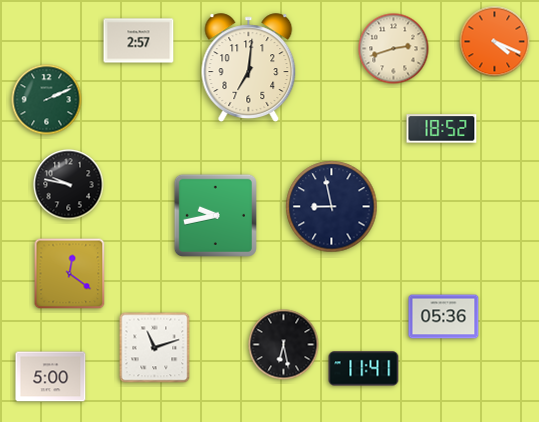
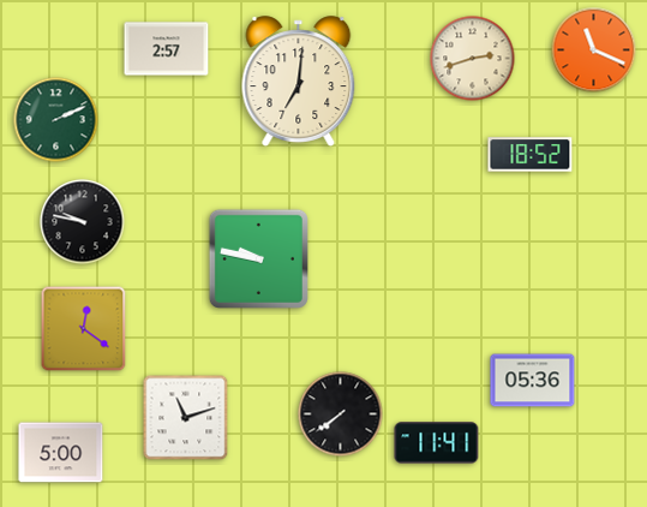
clock at (495, 42): 4:19 -> 11:19
clock at (332, 207): 8:58 -> none
clock at (215, 215): 9:43 -> 9:47
clock at (284, 345): 6:28 -> 7:39
